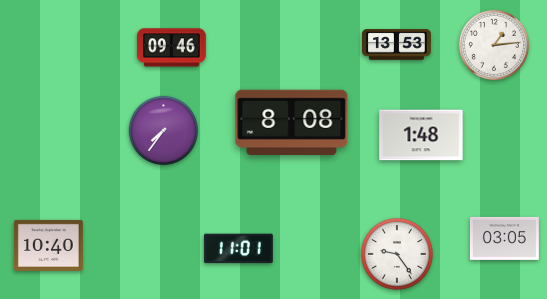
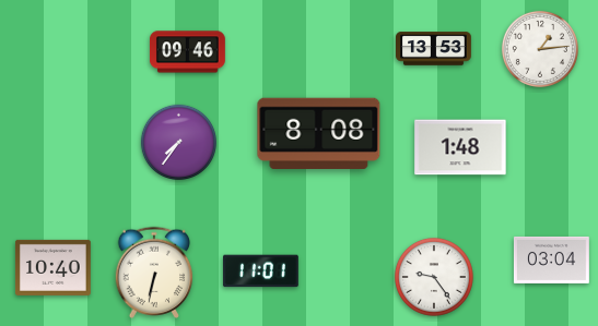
clock at (505, 238): 03:05 -> 03:04
clock at (153, 273): none -> 6:32
